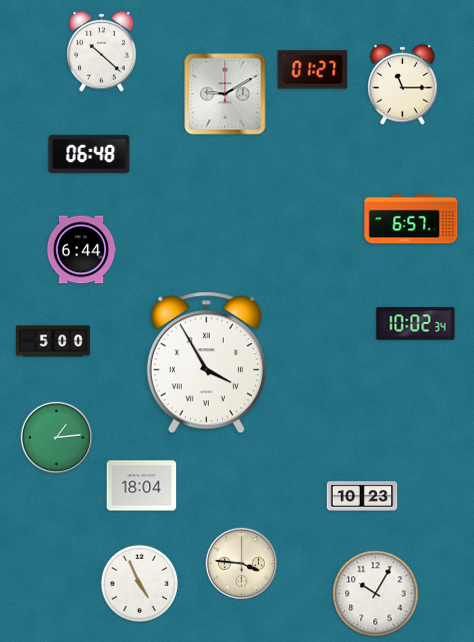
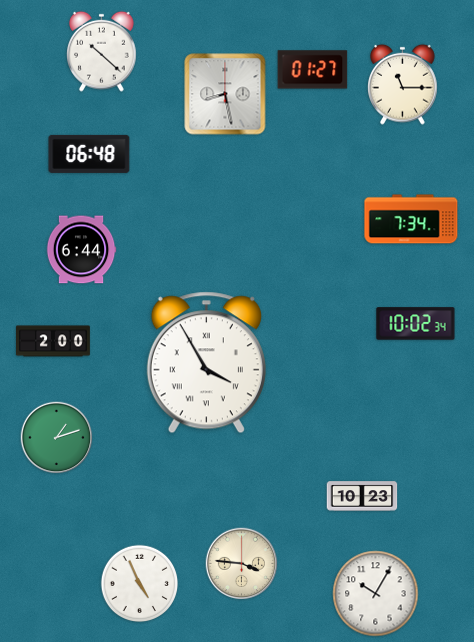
clock at (225, 94): 9:10 -> 8:28
clock at (411, 219): 6:57 -> 7:34
clock at (54, 341): 5:00 -> 2:00
clock at (57, 438): 1:14 -> 1:12
clock at (142, 486): 18:04 -> none
